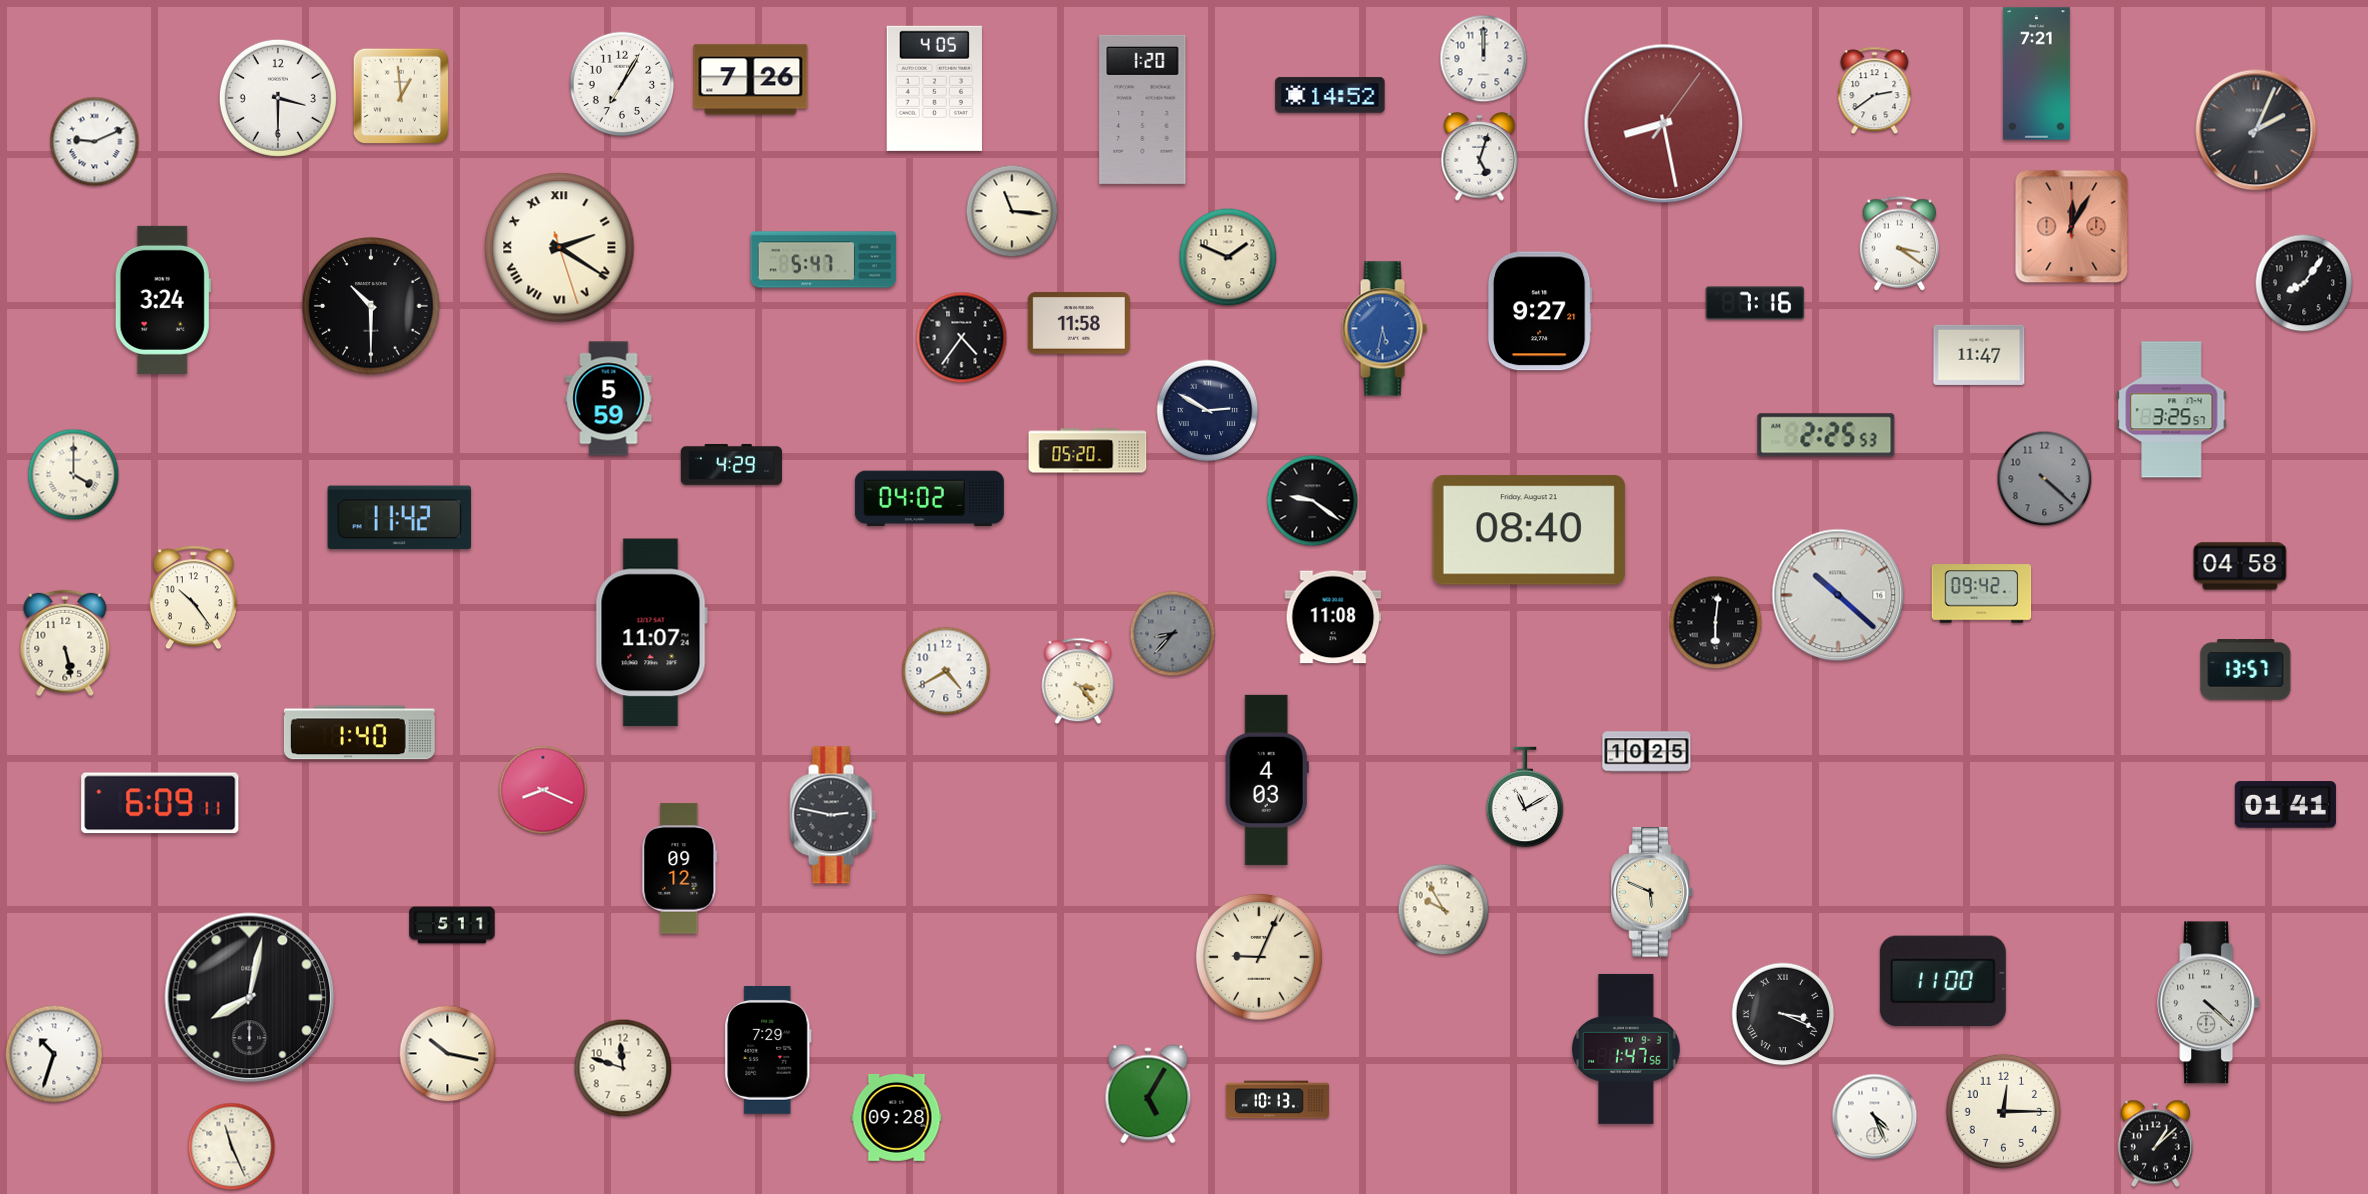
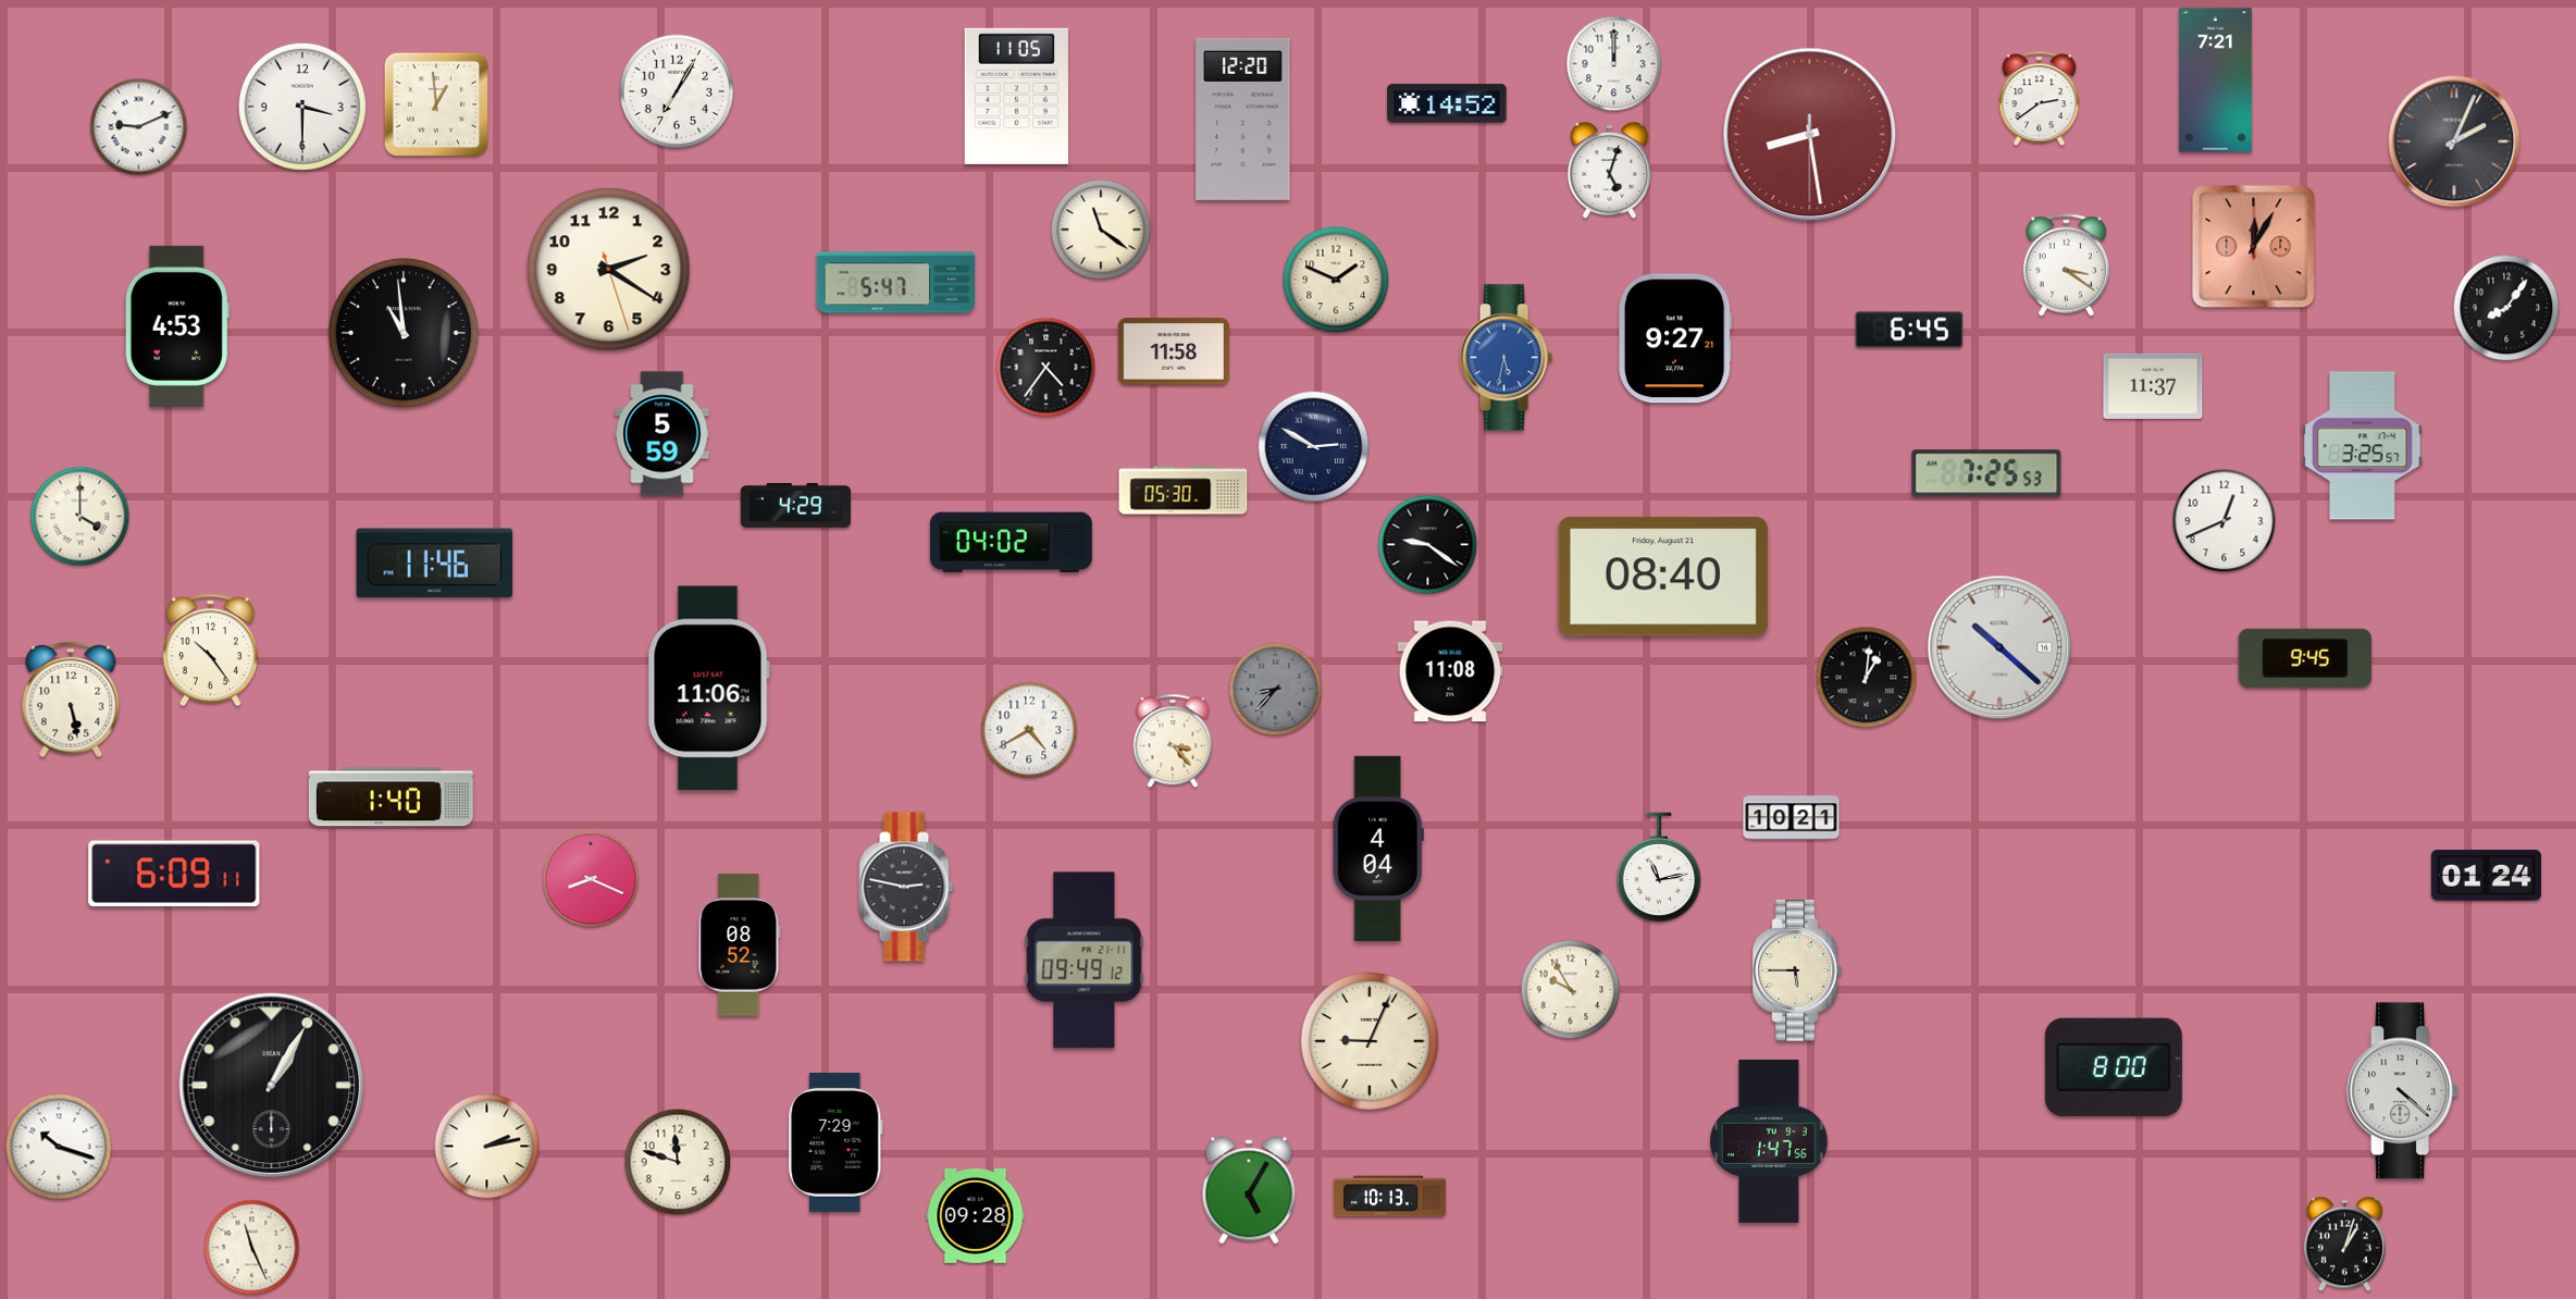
clock at (751, 80): 7:26 -> none
clock at (934, 88): 4:05 -> 11:05
clock at (1143, 109): 1:20 -> 12:20
clock at (1664, 124): 8:28:06 -> 8:28:30
clock at (95, 142) position: (95, 142) -> (139, 127)
clock at (1012, 211): 11:16 -> 11:21
clock at (560, 248) numerals: Roman -> Arabic
clock at (163, 300): 3:24 -> 4:53
clock at (1755, 303): 7:16 -> 6:45
clock at (371, 306): 10:30 -> 10:59
clock at (1979, 355): 11:47 -> 11:37
clock at (1826, 435): 2:25 -> 7:25
clock at (1088, 451): 05:20 -> 05:30
clock at (2045, 479): 4:22 -> 12:41
clock at (2045, 479) dial: grey -> white
clock at (400, 518): 11:42 -> 11:46
clock at (2240, 566): 04:58 -> none
clock at (1982, 594): 09:42 -> none
clock at (2304, 658): none -> 9:45
clock at (1716, 623): 6:01 -> 1:01
clock at (651, 633): 11:07 -> 11:06
clock at (2246, 670): 13:57 -> none
clock at (1647, 752): 10:25 -> 10:21
clock at (1267, 780): 4:03 -> 4:04
clock at (543, 790) position: (543, 790) -> (591, 879)
clock at (1525, 797): 11:10 -> 11:13
clock at (2285, 805): 01:41 -> 01:24
clock at (680, 869): 09:12 -> 08:52
clock at (1085, 961): none -> 09:49
clock at (1651, 892): 5:49 -> 5:45
clock at (452, 925): 5:11 -> none
clock at (1943, 981): 11:00 -> 8:00
clock at (250, 998): 8:02 -> 1:05
clock at (1783, 1014): 3:19 -> none
clock at (54, 1054): 10:33 -> 10:18
clock at (448, 1054): 10:17 -> 2:13
clock at (2003, 1111): 12:15 -> none
clock at (1875, 1117): 4:26 -> none
clock at (2155, 1144): 1:08 -> 1:03
